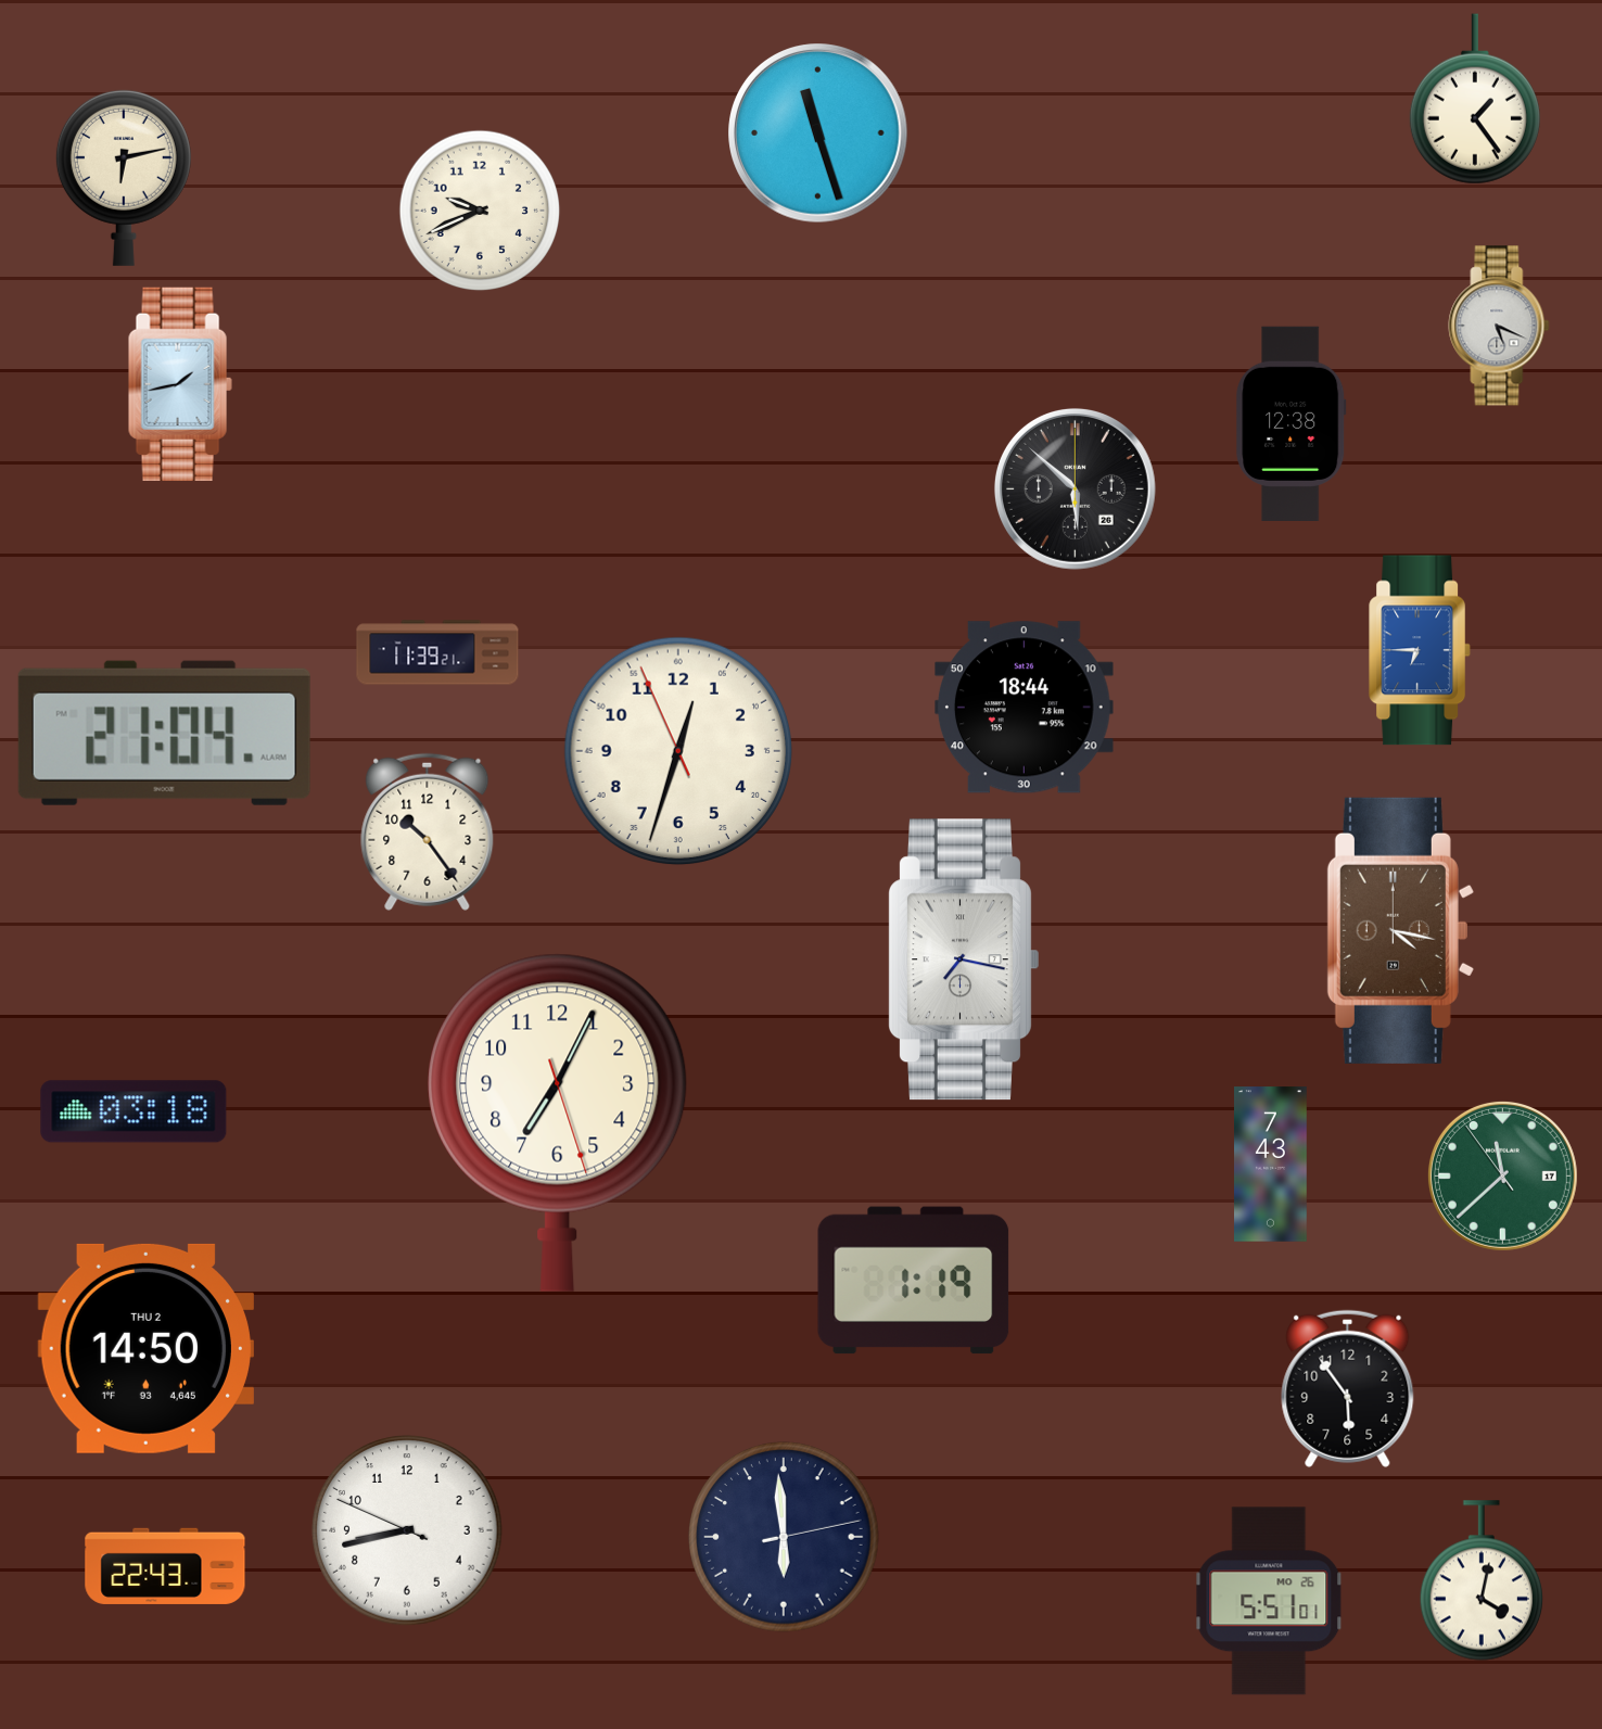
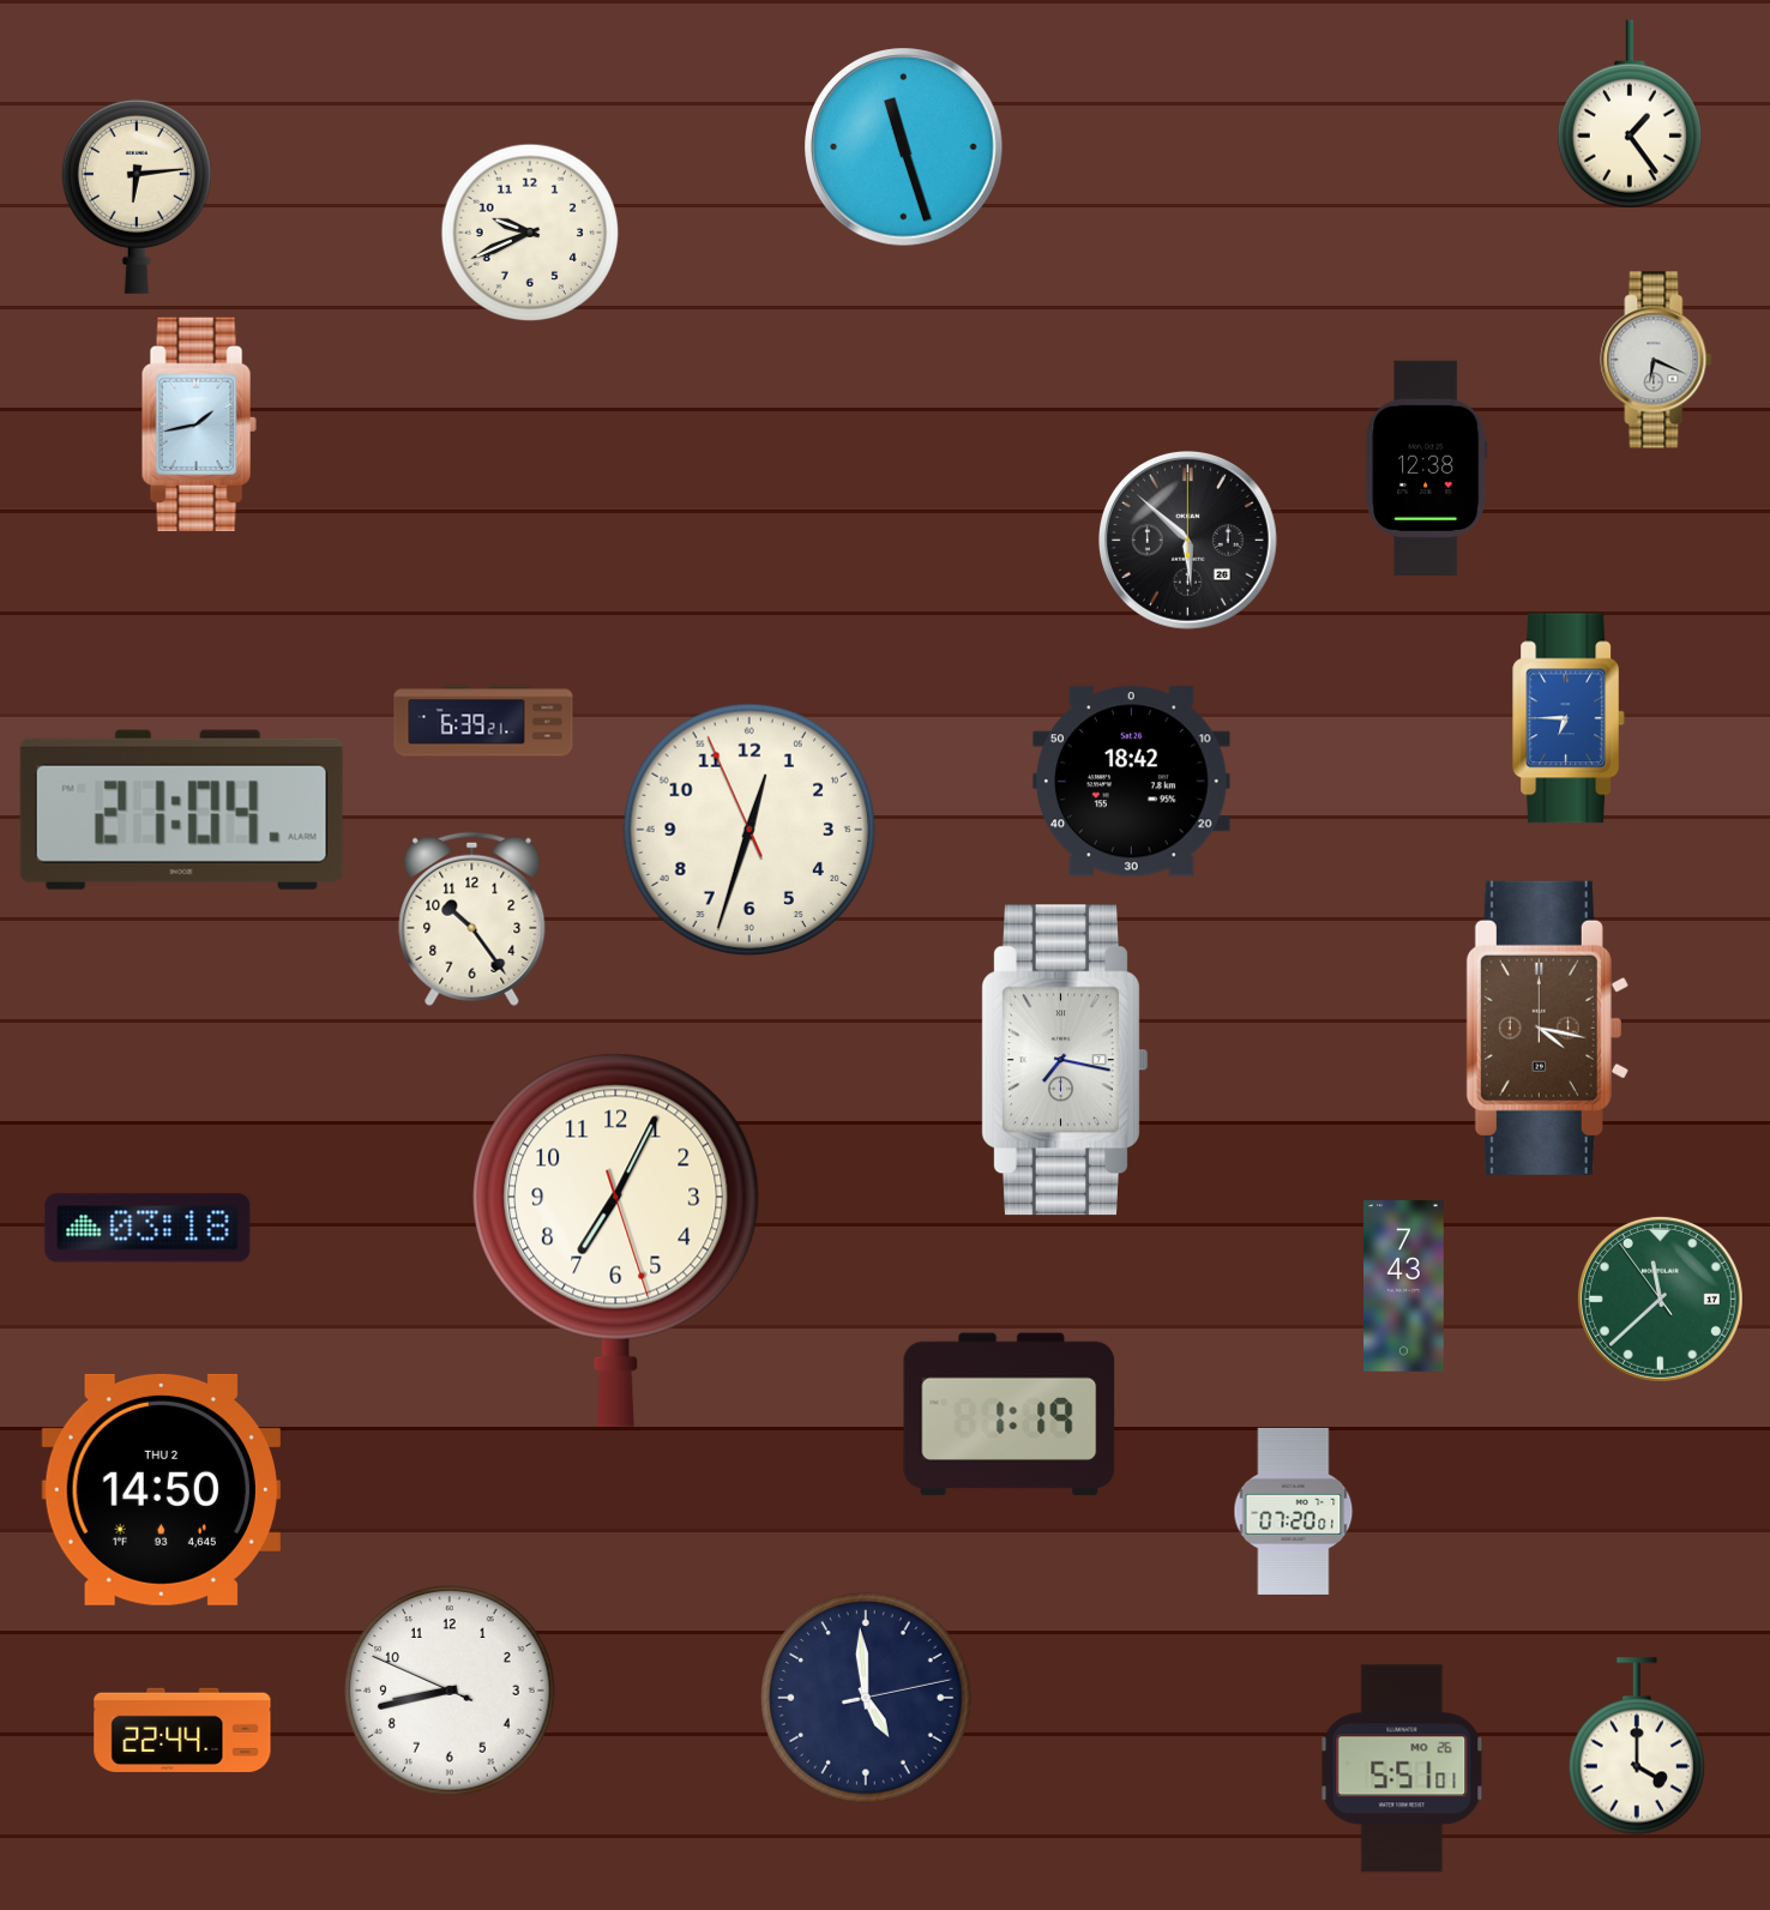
clock at (1475, 99) position: (1475, 99) -> (1630, 114)
clock at (124, 178): 6:13 -> 6:14
clock at (1499, 326): 5:19 -> 6:19
clock at (437, 652): 11:39 -> 6:39
clock at (1025, 708): 18:44 -> 18:42
clock at (1294, 1511): none -> 07:20
clock at (1348, 1388): 5:54 -> none
clock at (784, 1537): 5:59 -> 4:59
clock at (165, 1566): 22:43 -> 22:44
clock at (1480, 1580): 4:02 -> 4:00
